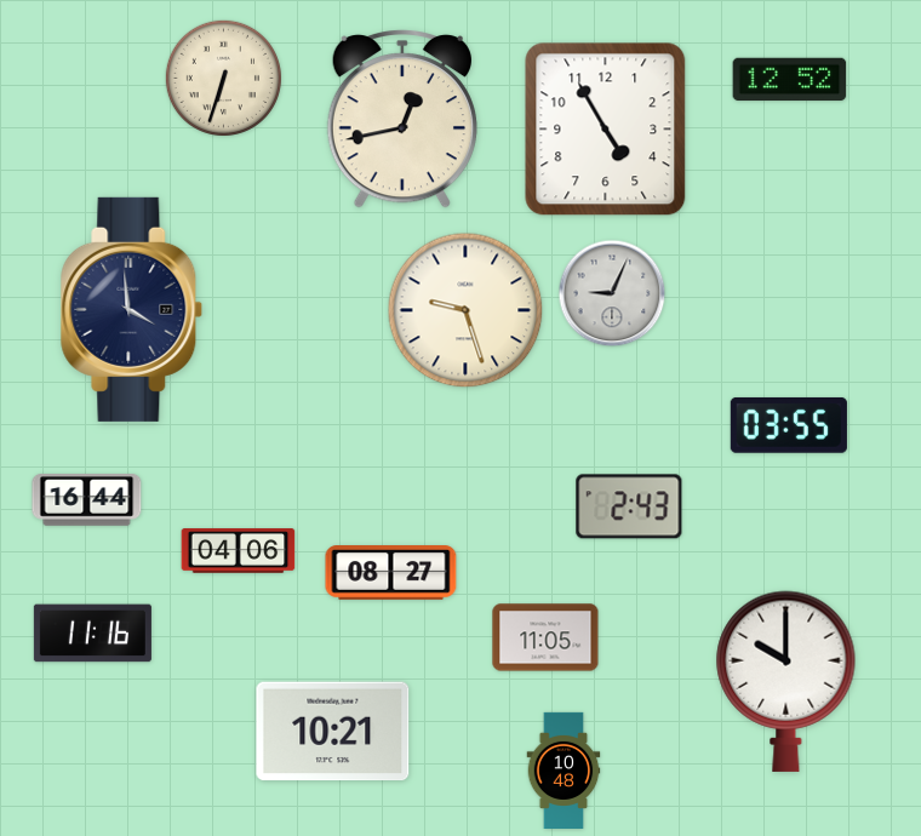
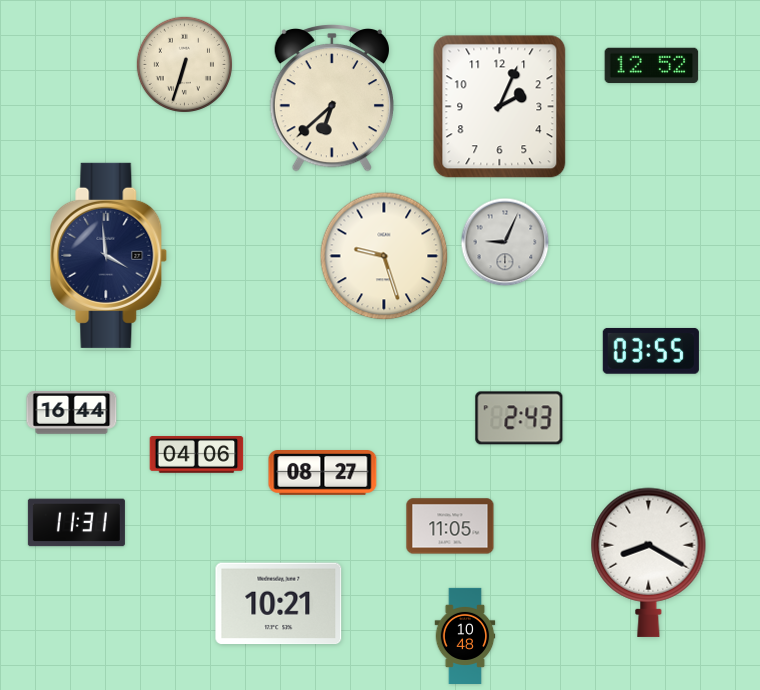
clock at (401, 119): 12:43 -> 6:38
clock at (606, 130): 4:55 -> 2:04
clock at (92, 634): 11:16 -> 11:31
clock at (786, 681): 10:00 -> 8:20
clock at (333, 732) position: (333, 732) -> (279, 604)
